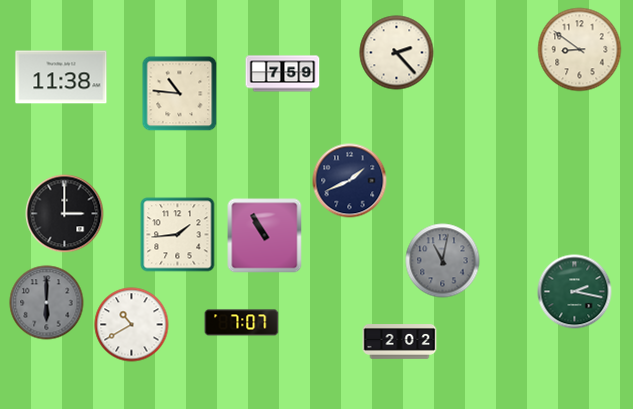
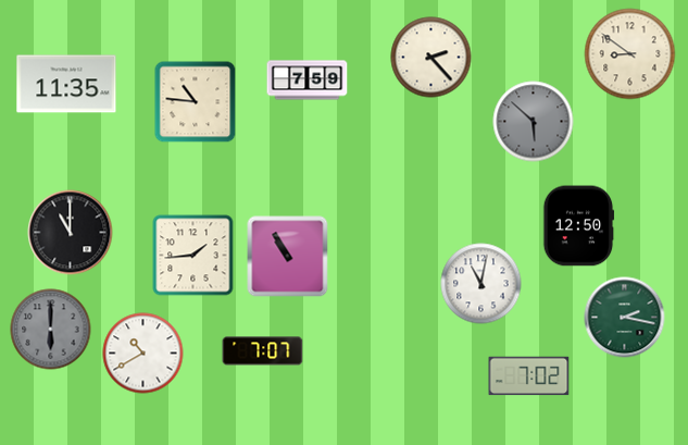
clock at (61, 77): 11:38 -> 11:35
clock at (534, 122): none -> 5:52
clock at (350, 181): 1:41 -> none
clock at (578, 226): none -> 12:50
clock at (65, 214): 3:00 -> 11:00
clock at (443, 261) dial: grey -> white
clock at (400, 342): 2:02 -> none
clock at (529, 376): none -> 7:02
